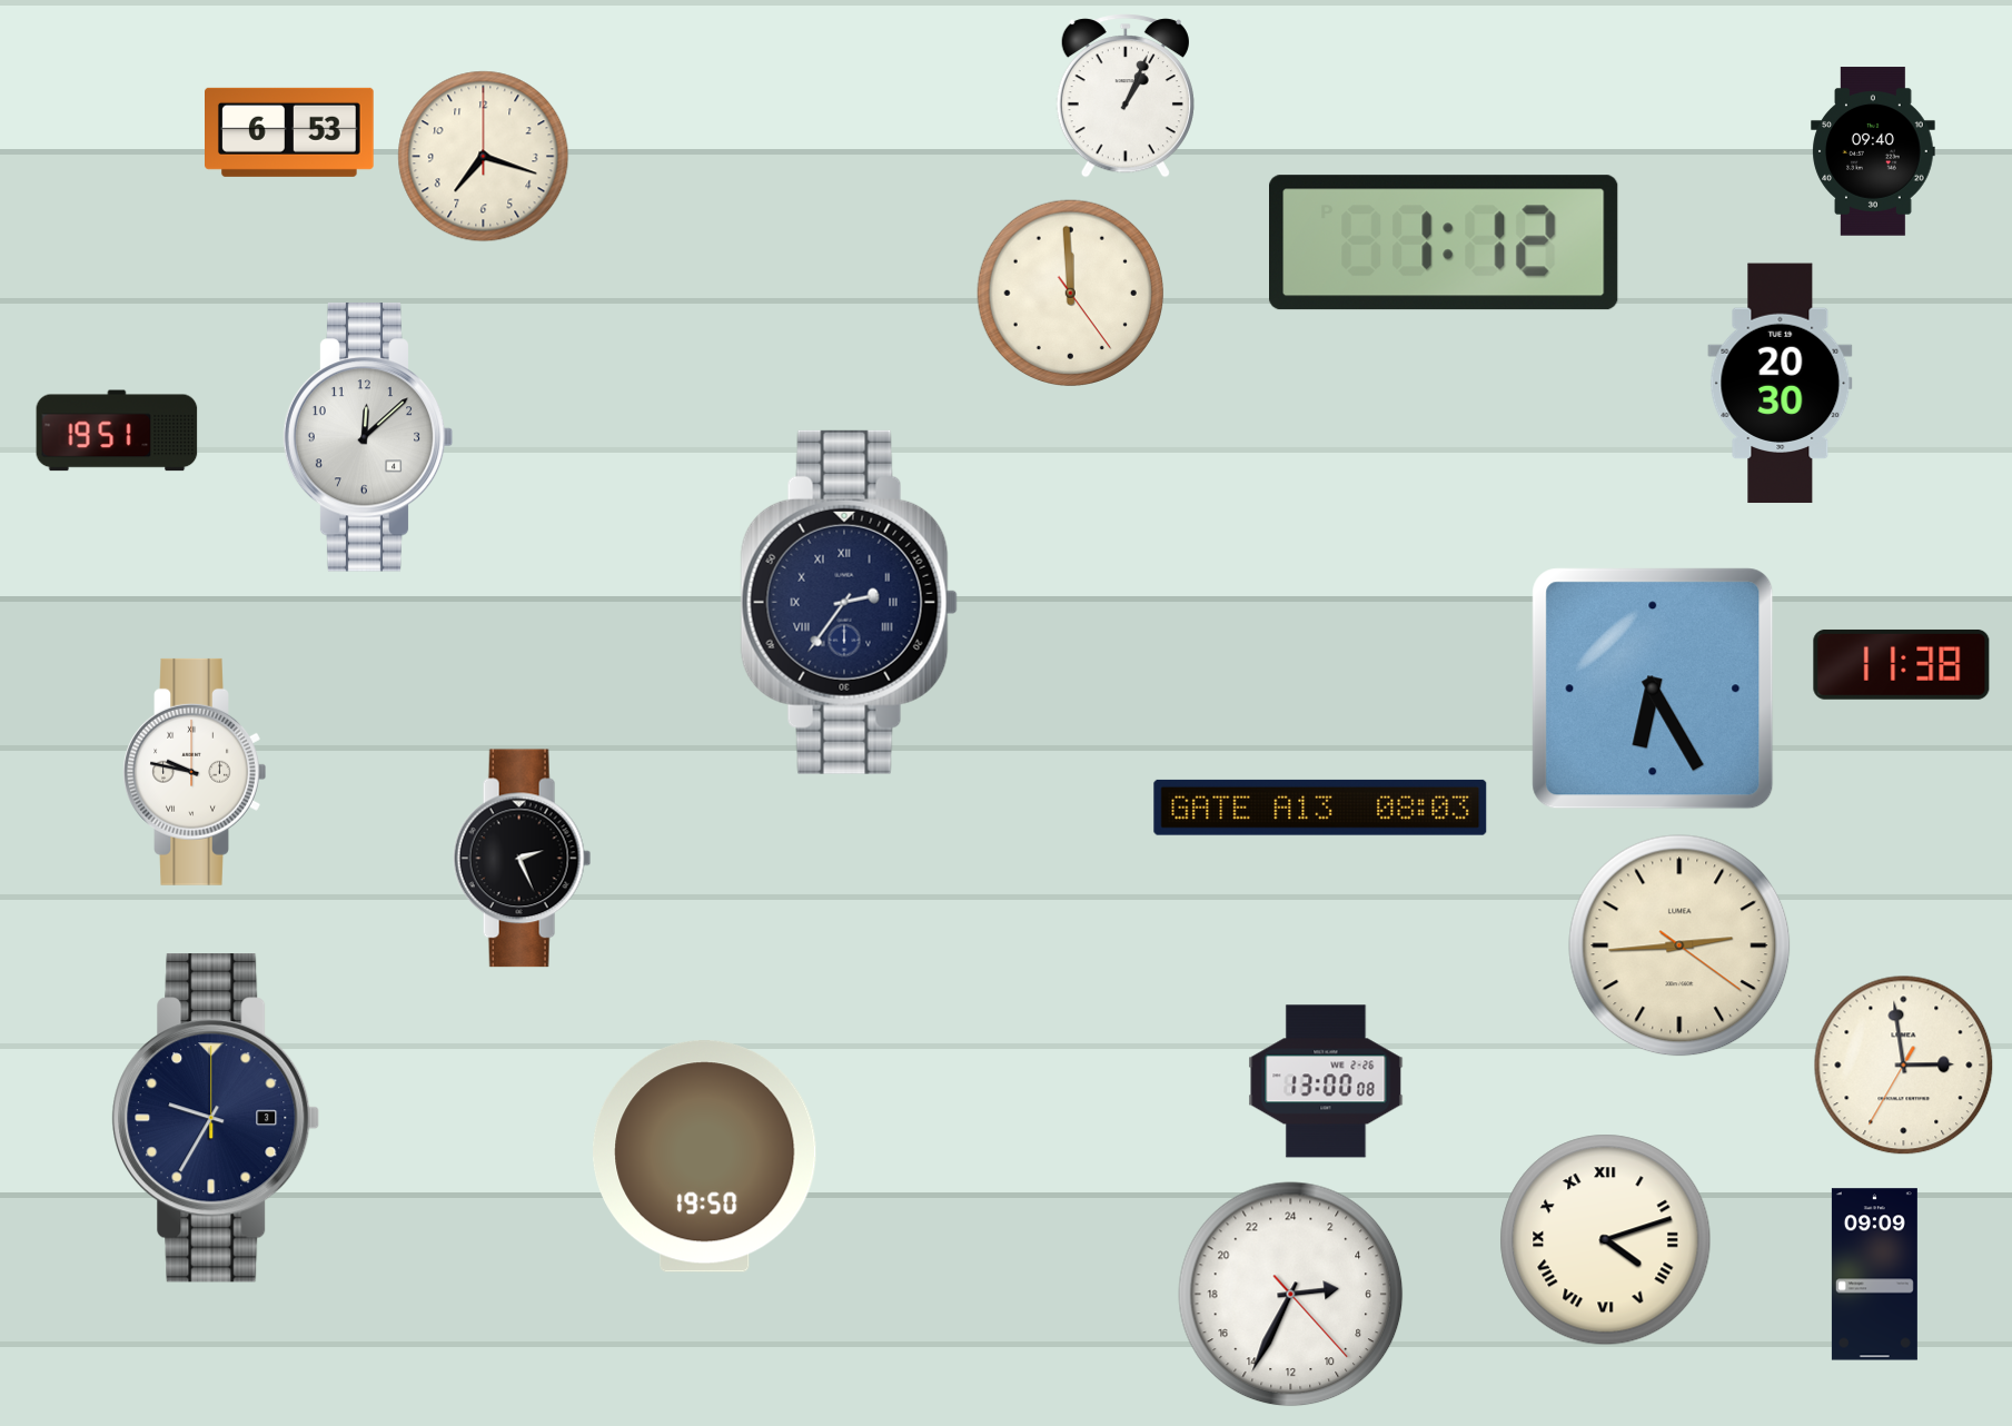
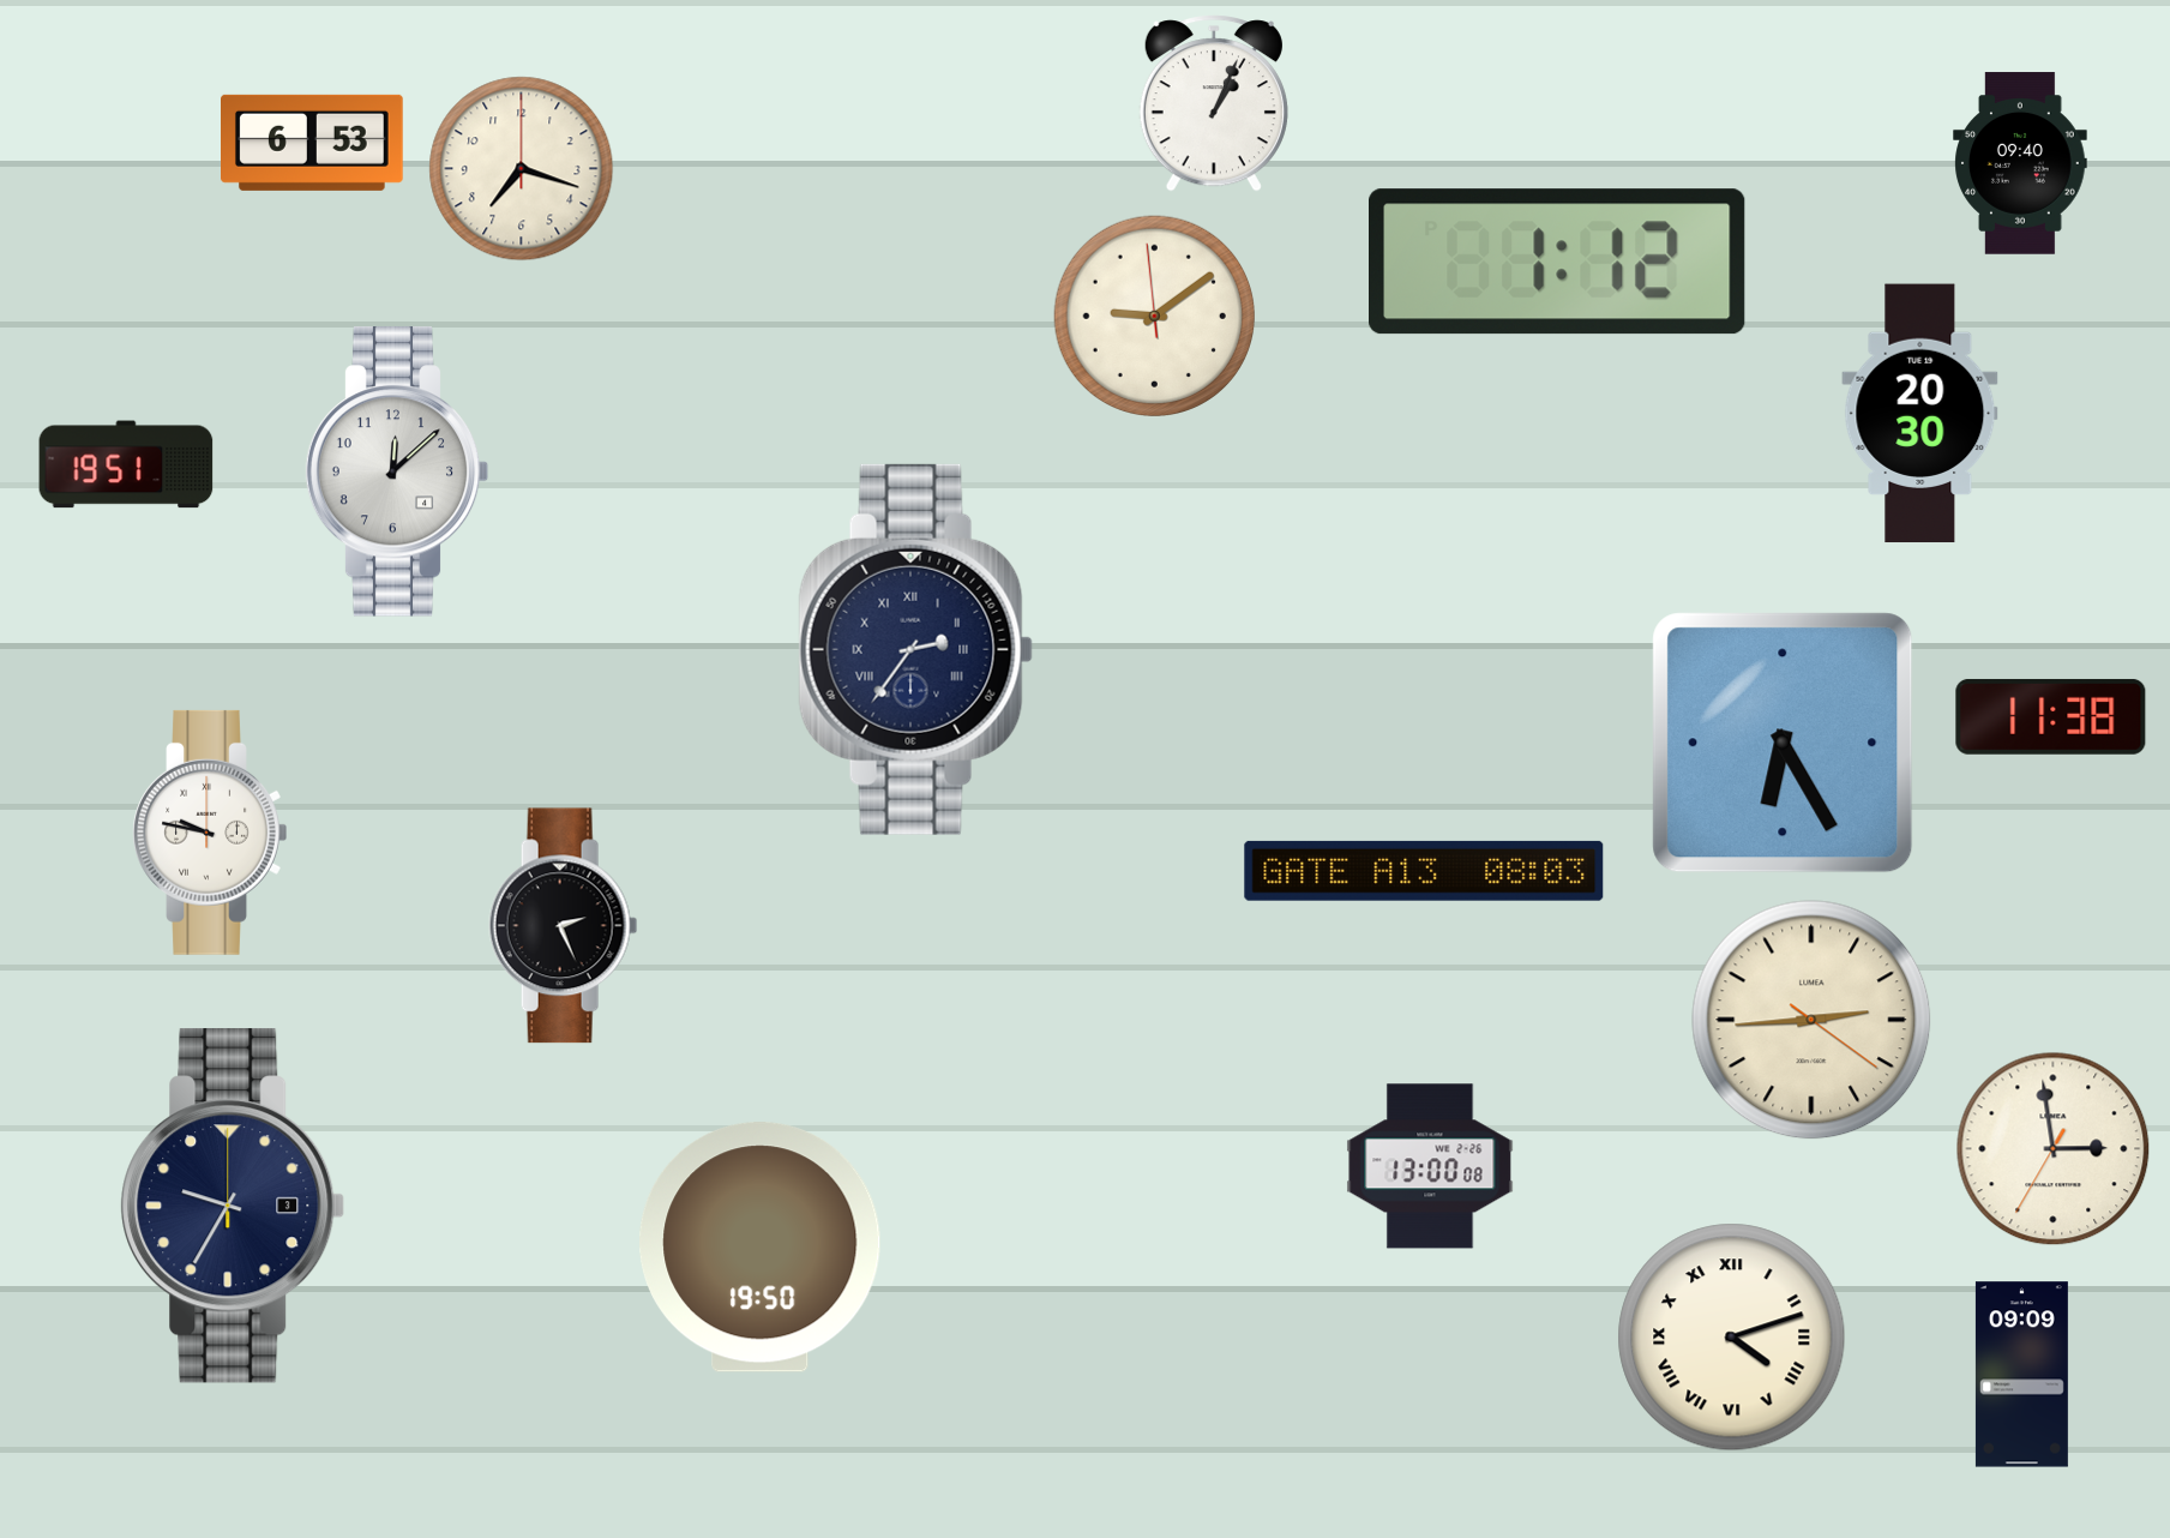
clock at (1070, 293): 11:59 -> 9:08
clock at (1291, 1295): 5:34 -> none
